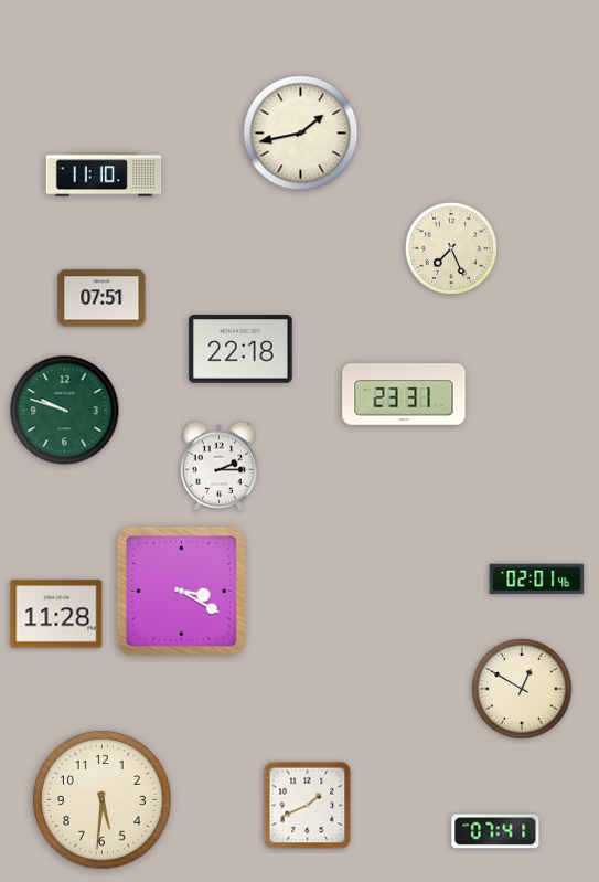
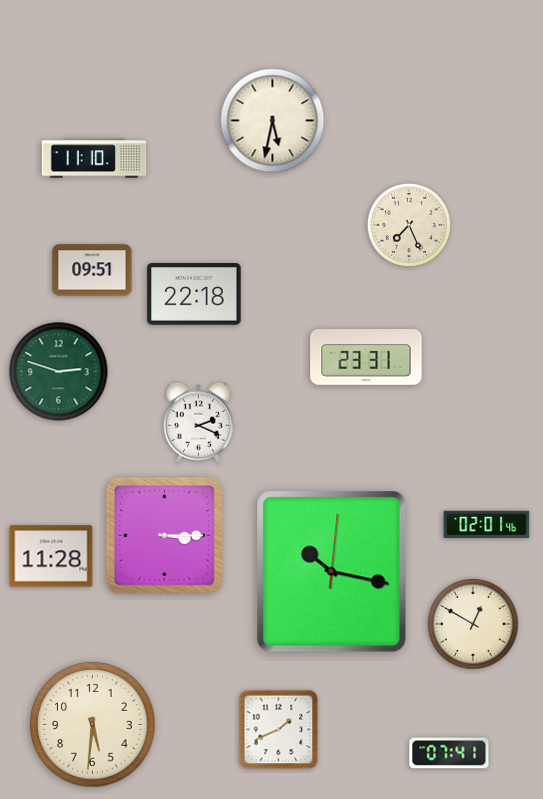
clock at (301, 134): 1:43 -> 5:32
clock at (101, 298): 07:51 -> 09:51
clock at (240, 349) position: (240, 349) -> (194, 294)
clock at (65, 411): 9:48 -> 2:48
clock at (218, 466): 2:15 -> 2:19
clock at (181, 591): 3:20 -> 3:15
clock at (332, 572): none -> 10:17
